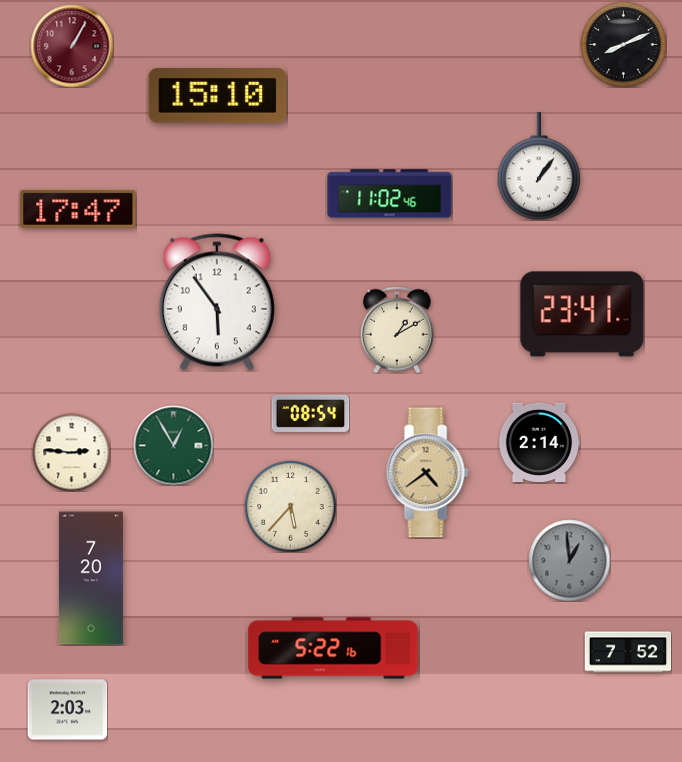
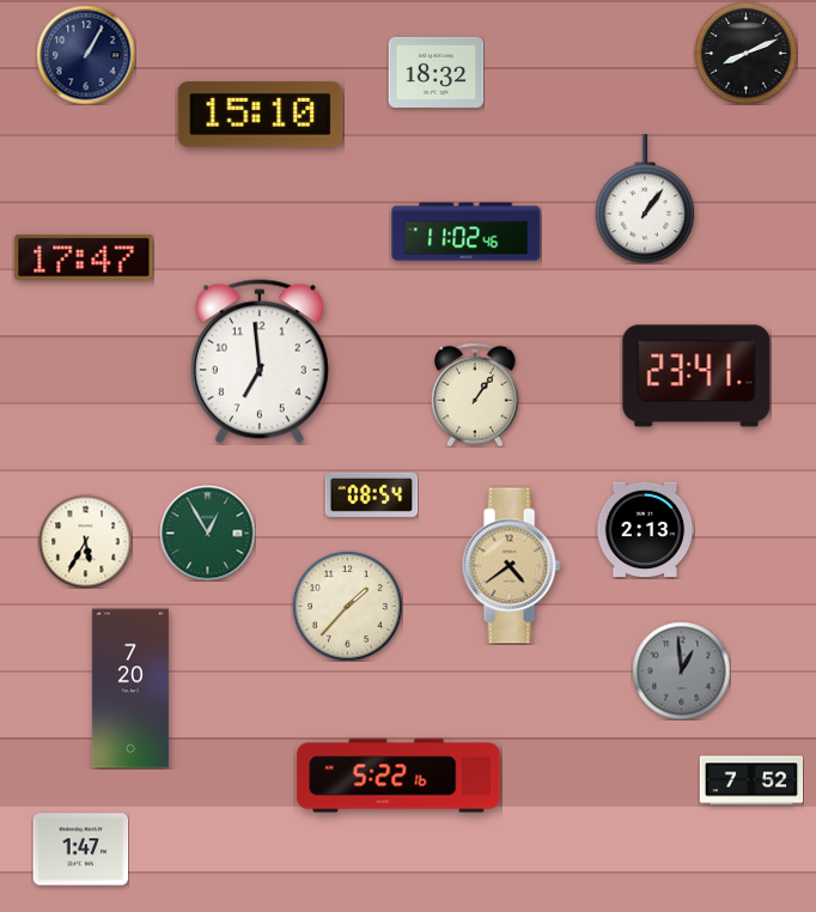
clock at (72, 46) dial: burgundy -> navy
clock at (436, 72): none -> 18:32
clock at (78, 209) position: (78, 209) -> (84, 257)
clock at (217, 302): 5:54 -> 6:59
clock at (397, 330): 1:10 -> 1:06
clock at (539, 442): 2:14 -> 2:13
clock at (71, 452): 2:46 -> 5:35
clock at (290, 506): 5:37 -> 1:37
clock at (91, 578) position: (91, 578) -> (130, 688)
clock at (67, 710): 2:03 -> 1:47
